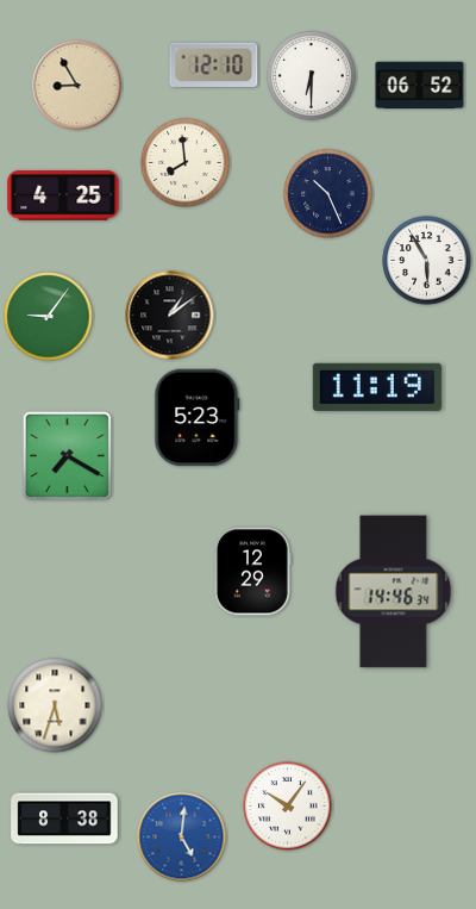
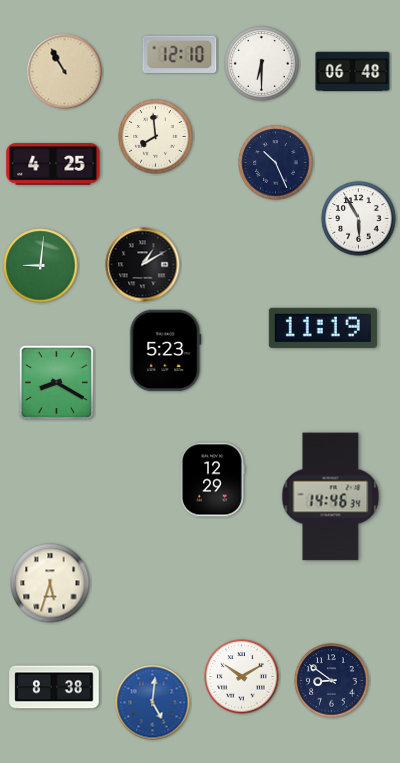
clock at (77, 86): 8:55 -> 10:55
clock at (420, 86): 06:52 -> 06:48
clock at (170, 316): 1:09 -> 1:10
clock at (49, 317): 9:06 -> 9:01
clock at (377, 387) position: (377, 387) -> (323, 328)
clock at (67, 455): 7:20 -> 8:20
clock at (55, 705) position: (55, 705) -> (50, 583)
clock at (288, 807): 10:06 -> 10:10
clock at (332, 681): none -> 8:51
